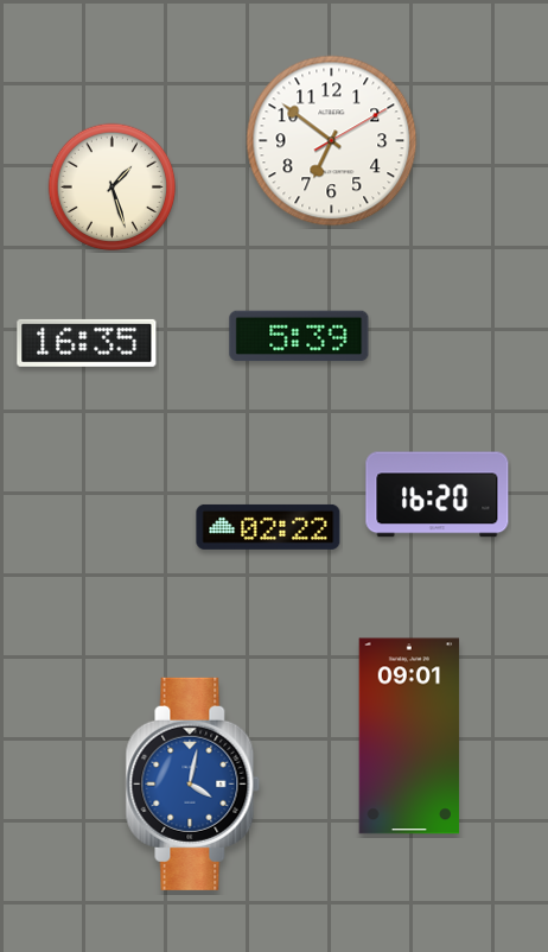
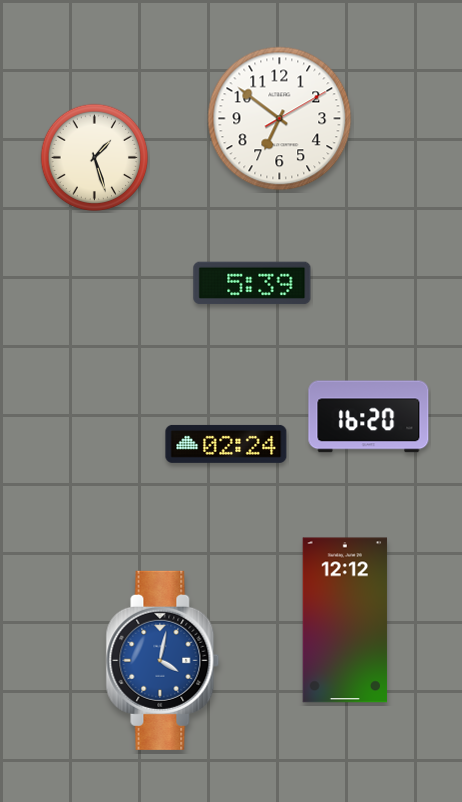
clock at (87, 343): 16:35 -> none
clock at (268, 527): 02:22 -> 02:24
clock at (409, 736): 09:01 -> 12:12
